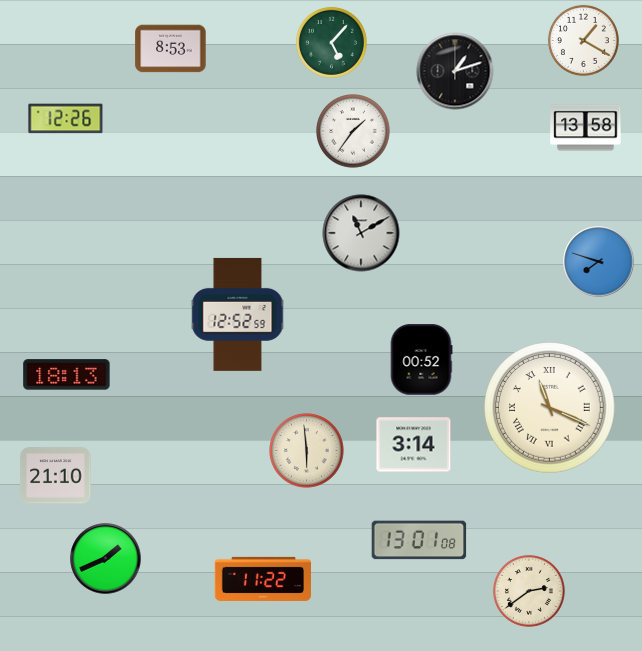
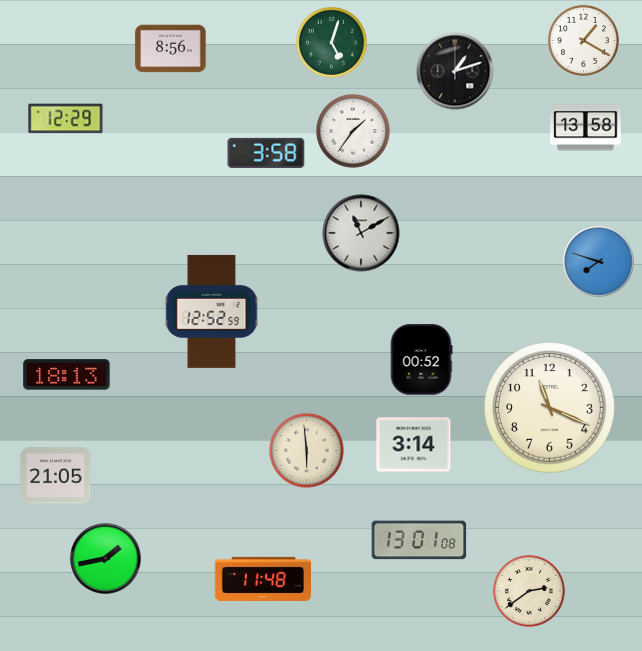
clock at (331, 42): 5:07 -> 5:03
clock at (171, 49): 8:53 -> 8:56
clock at (66, 119): 12:26 -> 12:29
clock at (266, 153): none -> 3:58
clock at (238, 314) position: (238, 314) -> (212, 311)
clock at (550, 408) numerals: Roman -> Arabic
clock at (56, 476): 21:10 -> 21:05
clock at (106, 559): 1:41 -> 1:43
clock at (262, 579): 11:22 -> 11:48
